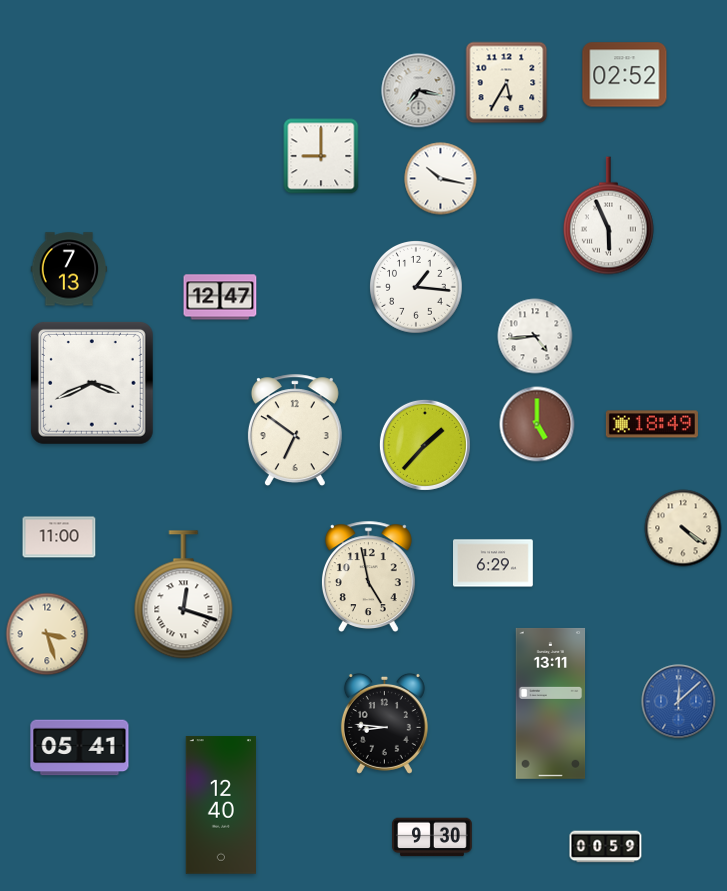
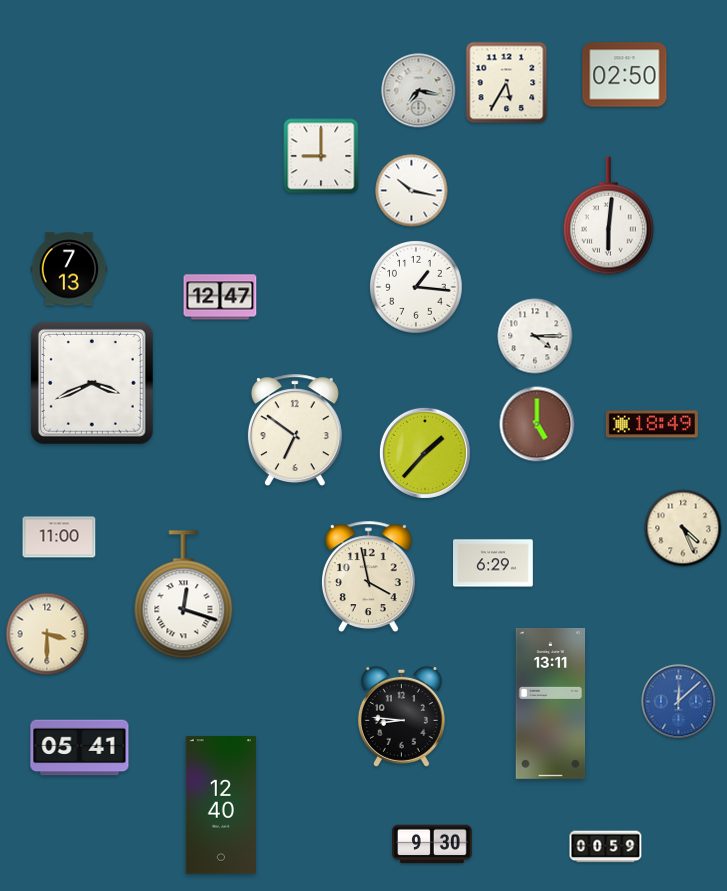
clock at (625, 75): 02:52 -> 02:50
clock at (441, 179) position: (441, 179) -> (412, 191)
clock at (608, 216): 5:56 -> 6:01
clock at (535, 336): 4:44 -> 4:15
clock at (425, 445) position: (425, 445) -> (425, 453)
clock at (683, 528): 4:21 -> 4:26
clock at (368, 576): 4:58 -> 3:58
clock at (47, 634): 3:27 -> 3:30
clock at (384, 723) position: (384, 723) -> (401, 716)
clock at (432, 837) position: (432, 837) -> (432, 844)
